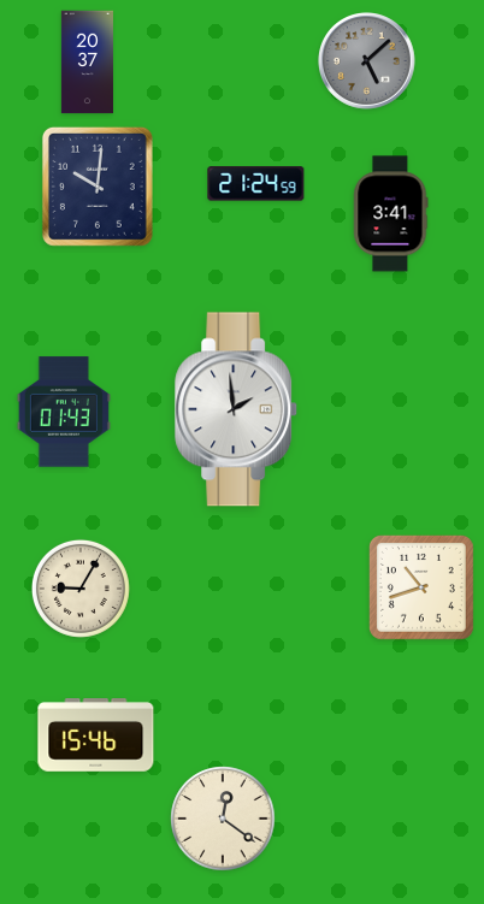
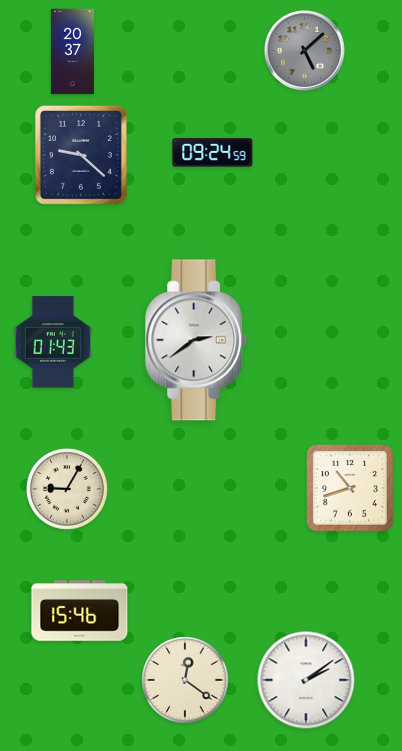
clock at (256, 184): 21:24 -> 09:24
clock at (98, 187): 10:01 -> 9:22
clock at (391, 214): 3:41 -> none
clock at (237, 409): 1:59 -> 2:39
clock at (306, 680): none -> 2:09
